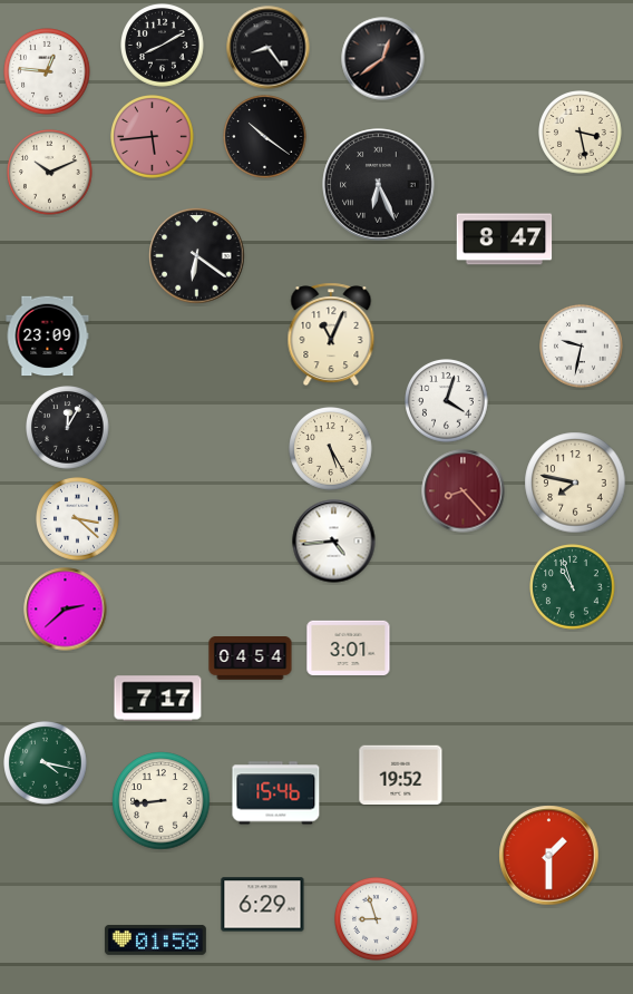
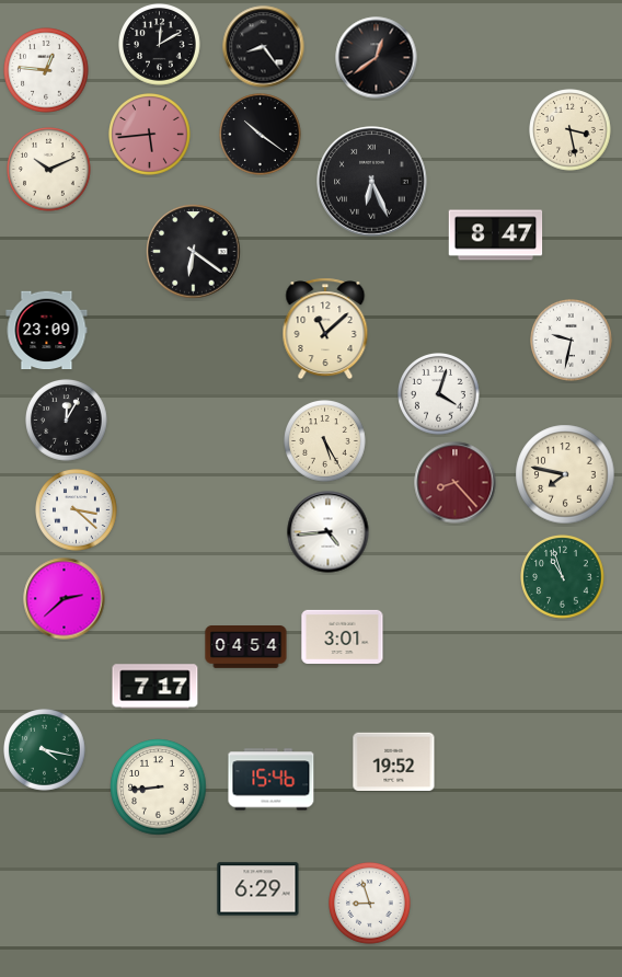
clock at (163, 46): 8:10 -> 12:10
clock at (331, 334): 11:04 -> 11:08
clock at (549, 856): 1:30 -> none
clock at (155, 939): 01:58 -> none
